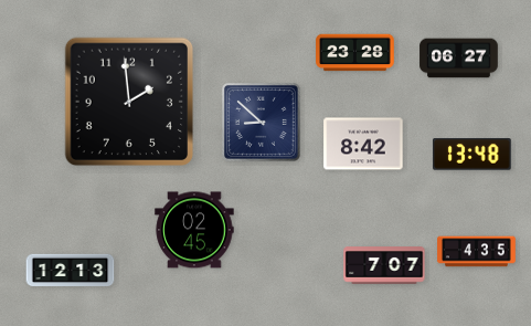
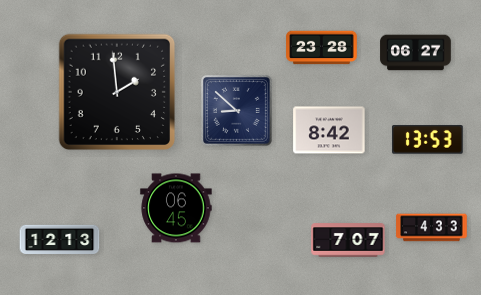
clock at (472, 155): 13:48 -> 13:53
clock at (194, 230): 02:45 -> 06:45
clock at (477, 252): 4:35 -> 4:33
clock at (71, 271) position: (71, 271) -> (60, 240)
